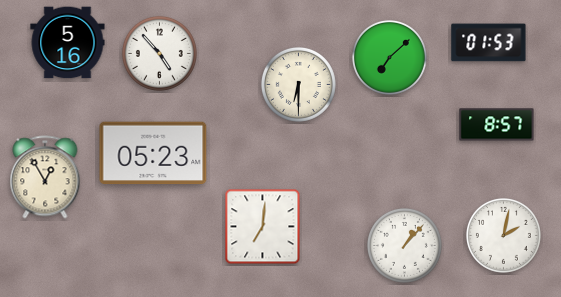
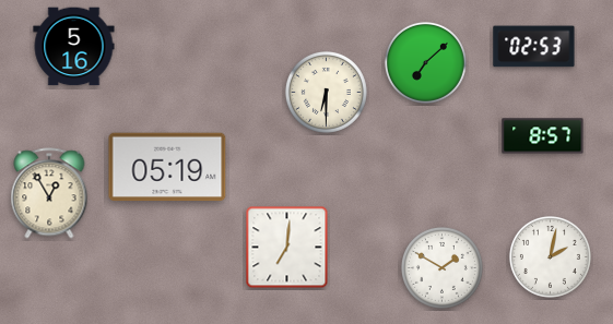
clock at (489, 43): 01:53 -> 02:53
clock at (159, 53): 4:53 -> none
clock at (153, 153): 05:23 -> 05:19
clock at (404, 245): 1:07 -> 1:50
